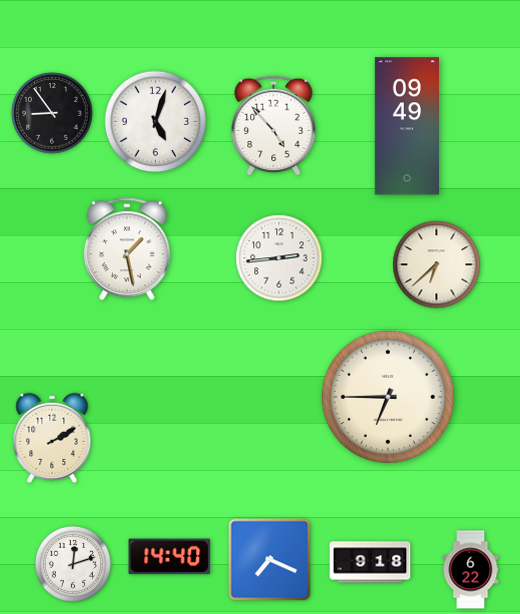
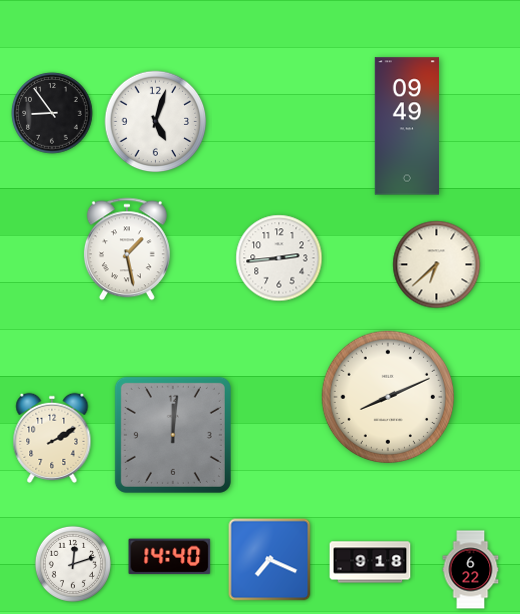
clock at (274, 125): 4:53 -> none
clock at (388, 397): 6:45 -> 8:11
clock at (173, 435): none -> 12:01
